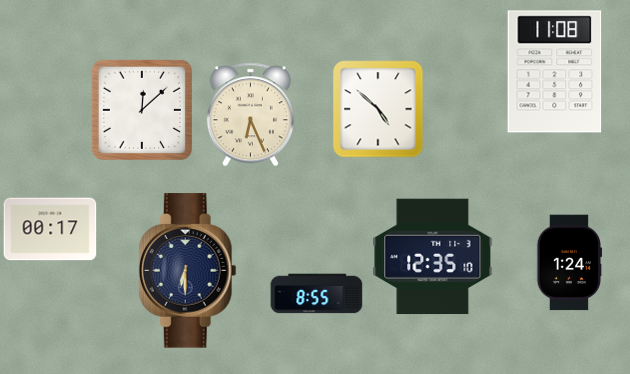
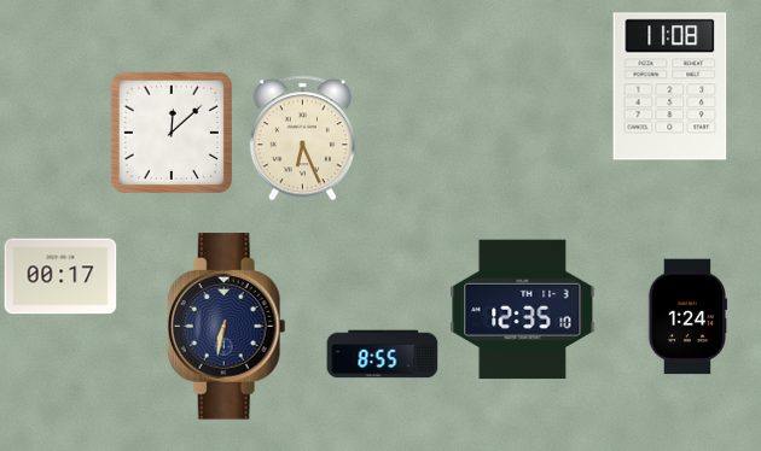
clock at (378, 109): 4:52 -> none
clock at (187, 271): 6:30 -> 6:32
